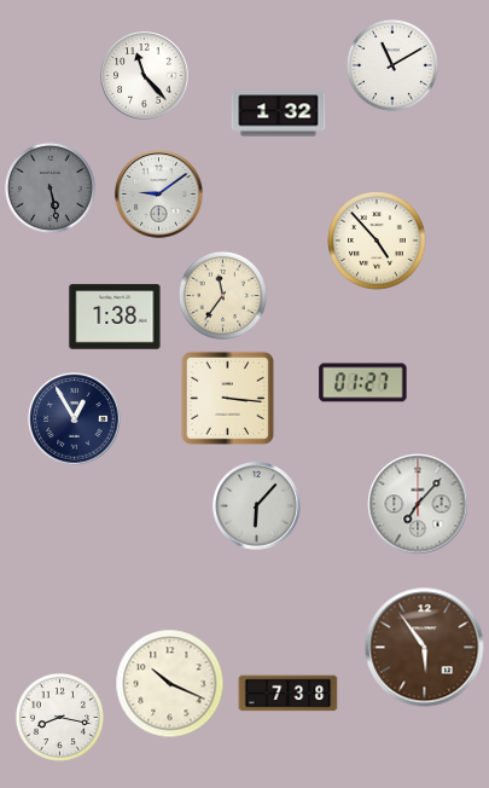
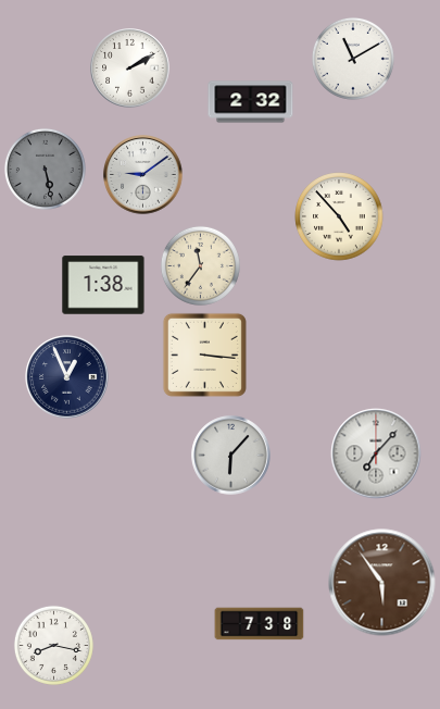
clock at (145, 76): 11:23 -> 2:10
clock at (279, 114): 1:32 -> 2:32
clock at (363, 383): 01:27 -> none
clock at (227, 398) position: (227, 398) -> (204, 354)
clock at (75, 419): 12:55 -> 12:56
clock at (170, 684): 10:19 -> none
